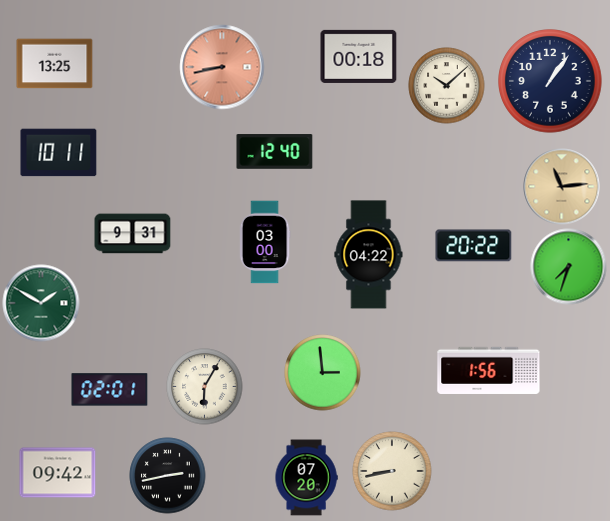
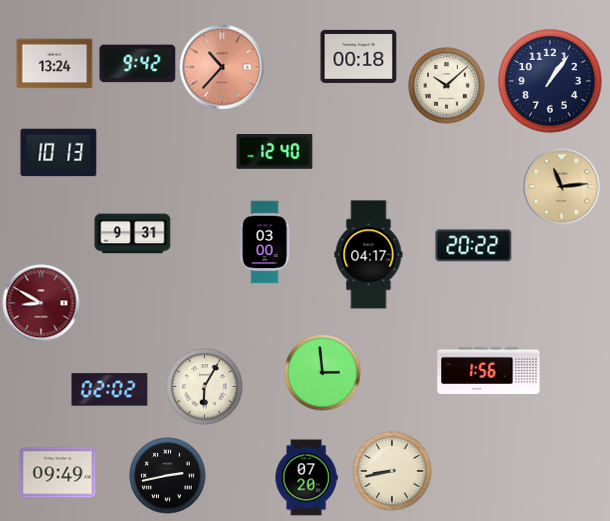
clock at (55, 64): 13:25 -> 13:24
clock at (138, 64): none -> 9:42
clock at (222, 67): 8:43 -> 10:37
clock at (59, 153): 10:11 -> 10:13
clock at (369, 255): 04:22 -> 04:17
clock at (569, 267): 7:33 -> none
clock at (41, 303): 1:50 -> 8:50
clock at (41, 303) dial: green -> burgundy
clock at (110, 390): 02:01 -> 02:02
clock at (58, 473): 09:42 -> 09:49
